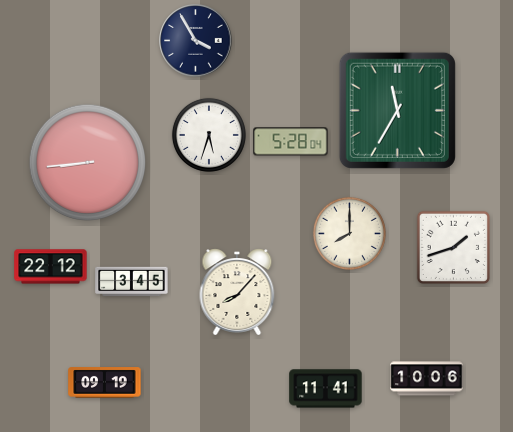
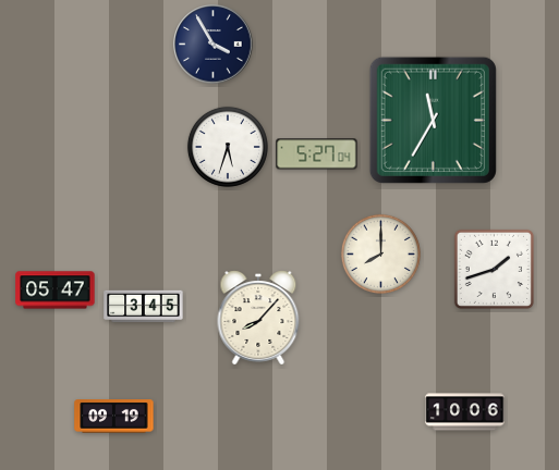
clock at (291, 142): 5:28 -> 5:27
clock at (87, 162): 8:44 -> none
clock at (51, 267): 22:12 -> 05:47
clock at (326, 389): 11:41 -> none
